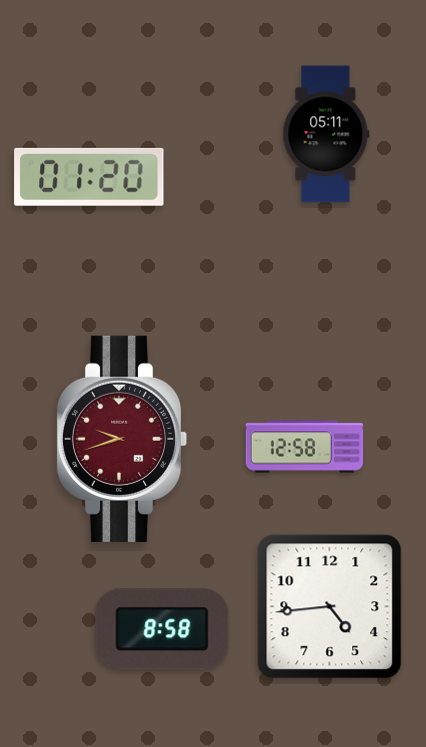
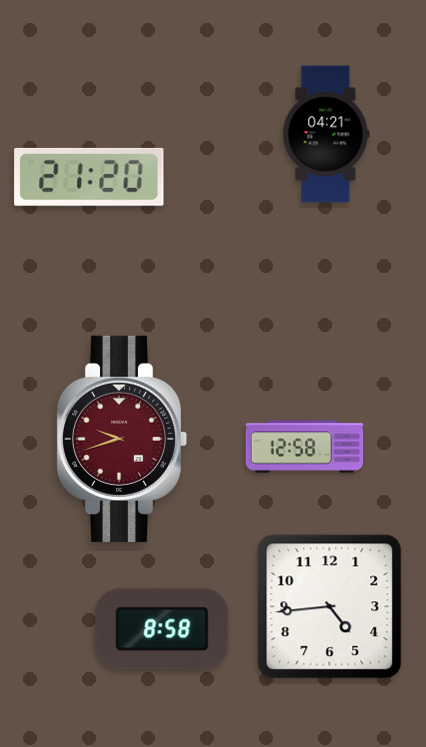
clock at (326, 134): 05:11 -> 04:21
clock at (89, 177): 01:20 -> 21:20
